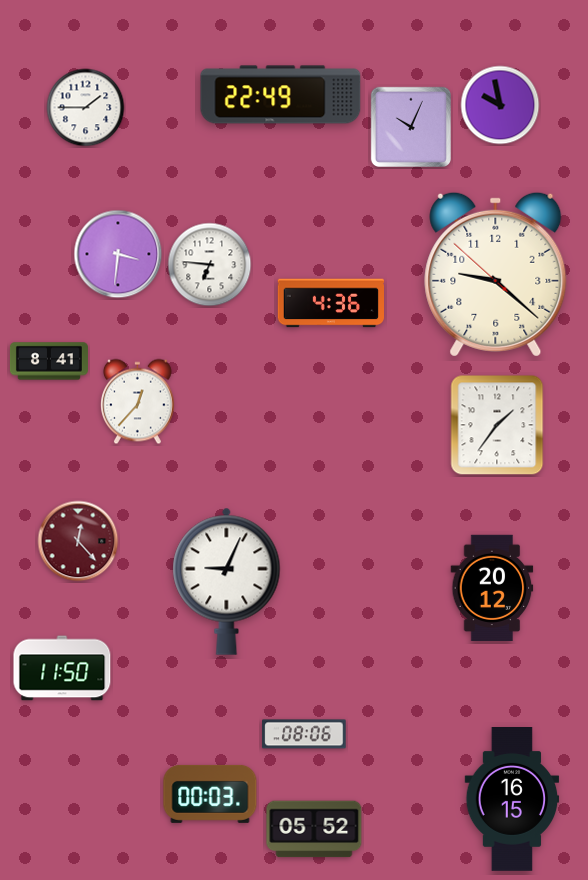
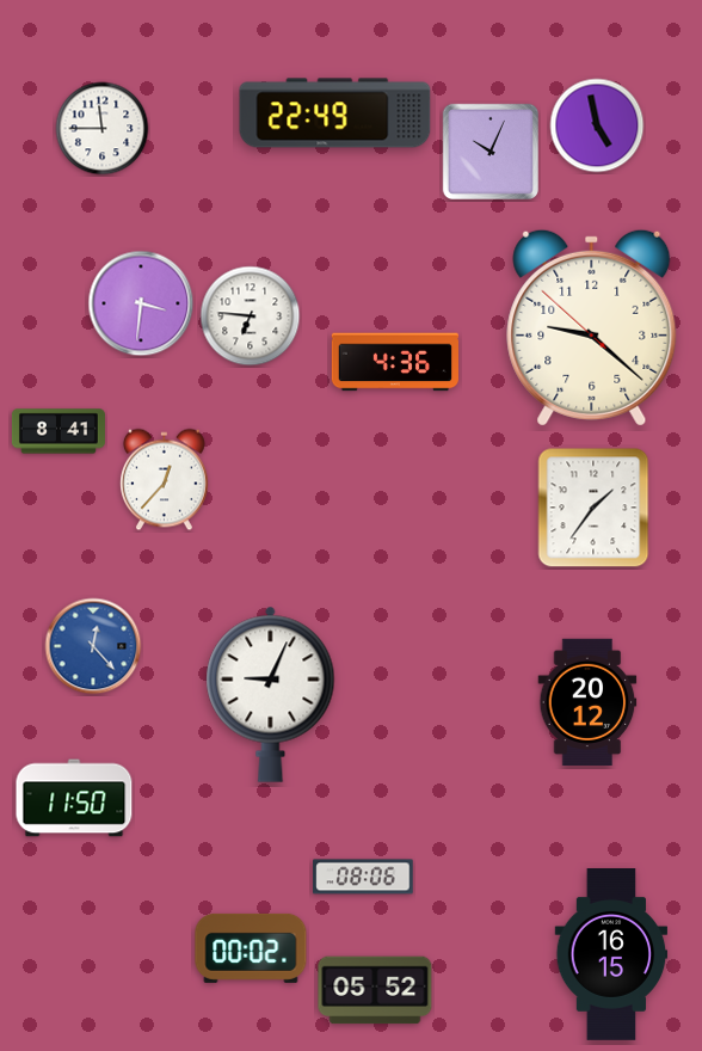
clock at (500, 105): 9:58 -> 4:58
clock at (86, 108): 1:45 -> 11:45
clock at (78, 541) dial: burgundy -> blue
clock at (210, 794): 00:03 -> 00:02
